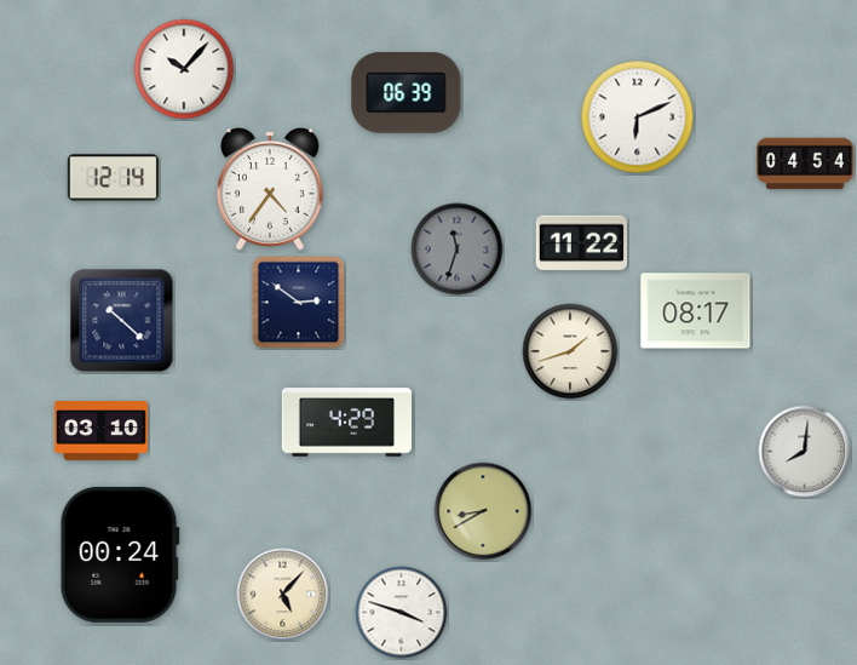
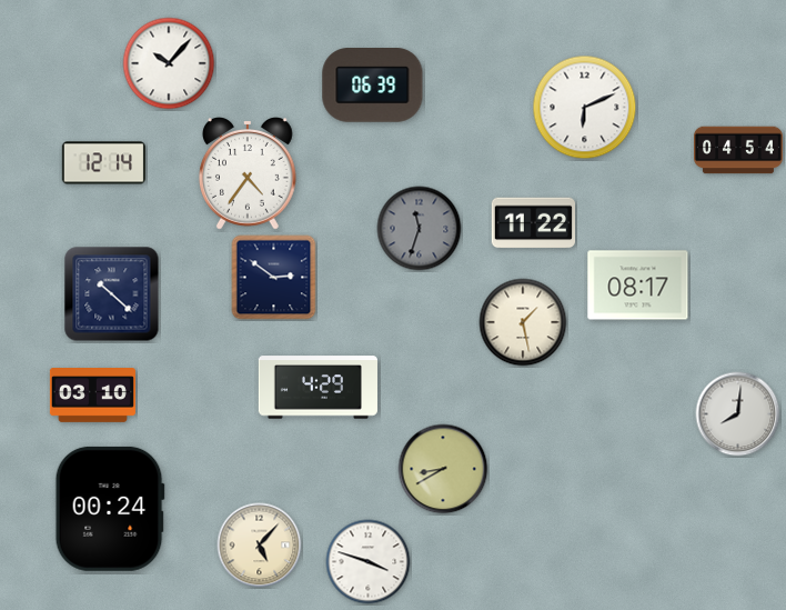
clock at (570, 351): 1:42 -> 1:28
